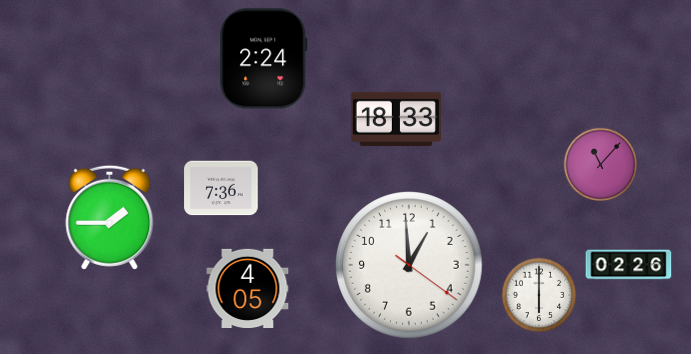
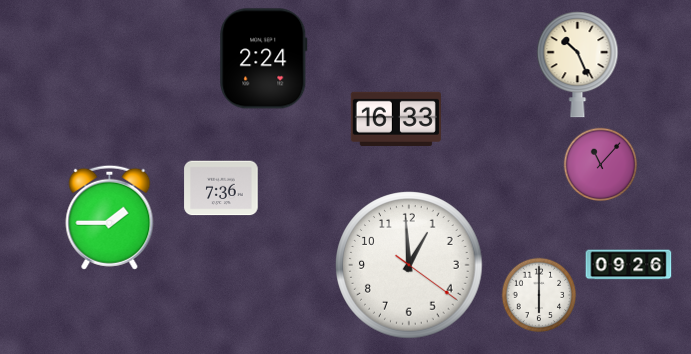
clock at (578, 65): none -> 10:26
clock at (396, 119): 18:33 -> 16:33
clock at (629, 265): 02:26 -> 09:26
clock at (248, 288): 4:05 -> none
